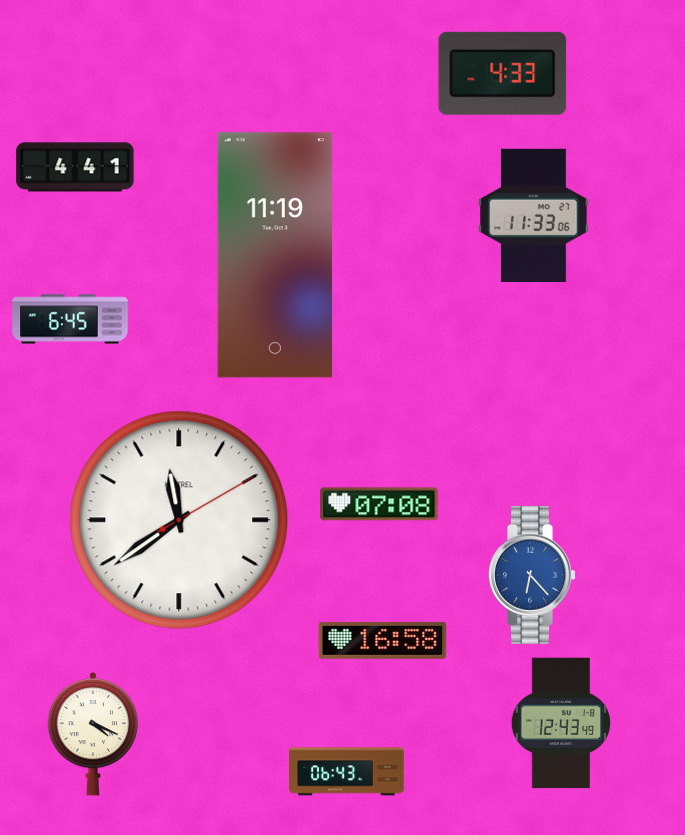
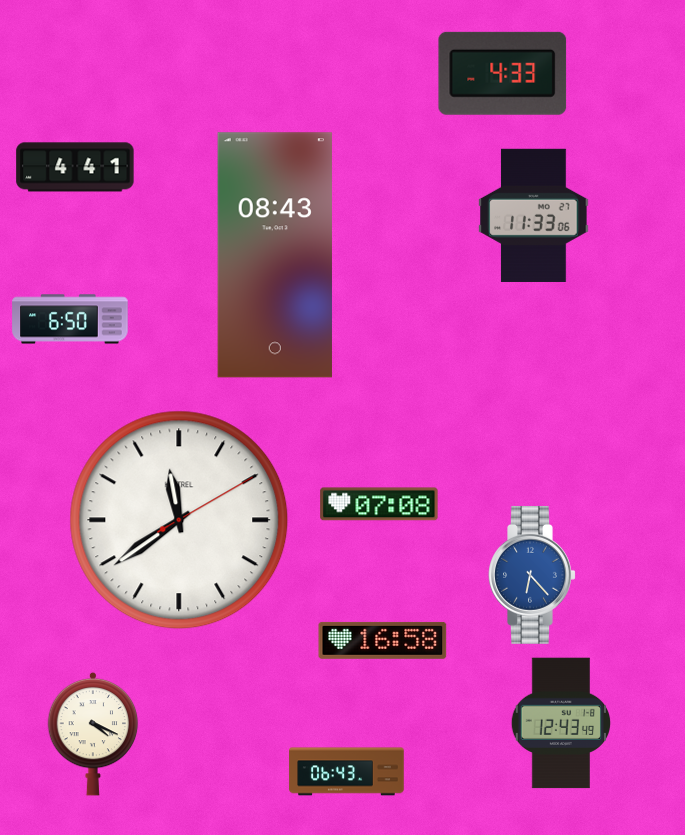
clock at (274, 255): 11:19 -> 08:43
clock at (70, 319): 6:45 -> 6:50
